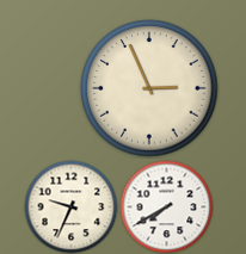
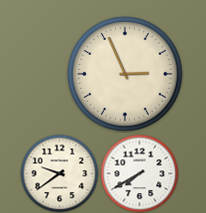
clock at (70, 206): 9:34 -> 9:39
